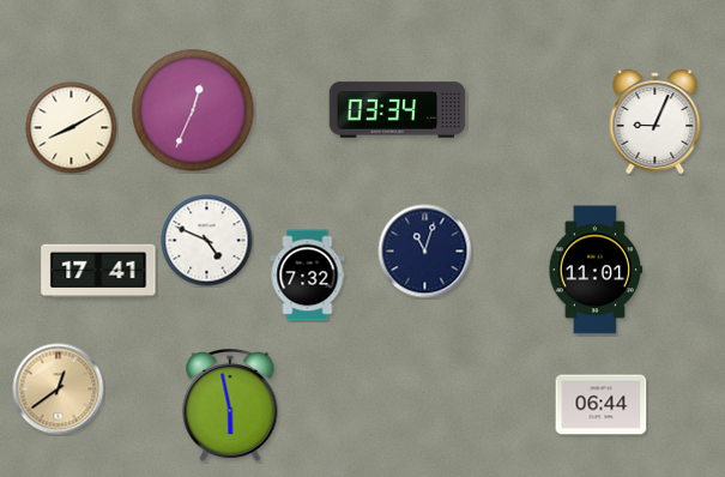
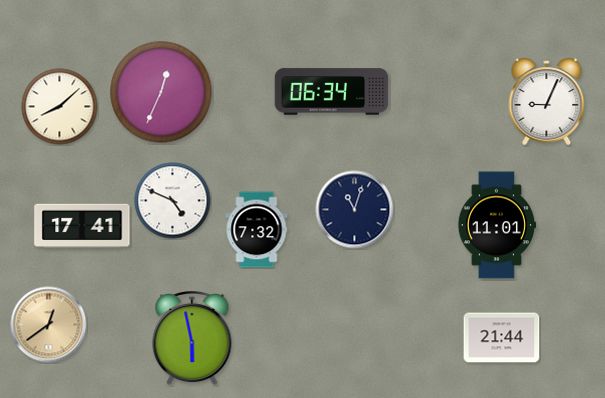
clock at (398, 110): 03:34 -> 06:34
clock at (72, 128): 8:10 -> 8:08
clock at (602, 405): 06:44 -> 21:44
